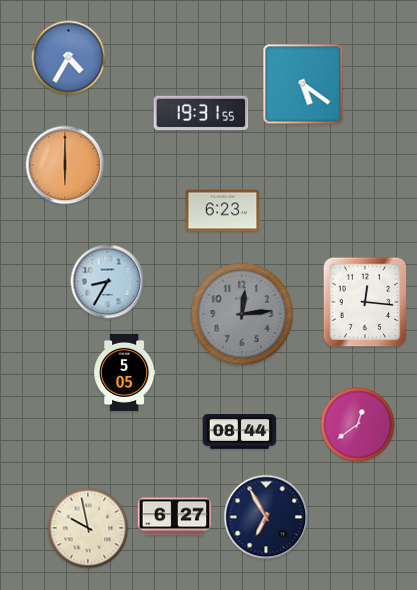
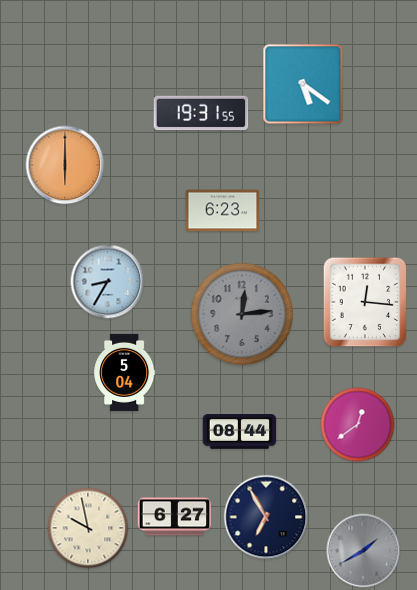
clock at (69, 58): 4:35 -> none
clock at (125, 372): 5:05 -> 5:04
clock at (364, 551): none -> 1:40
